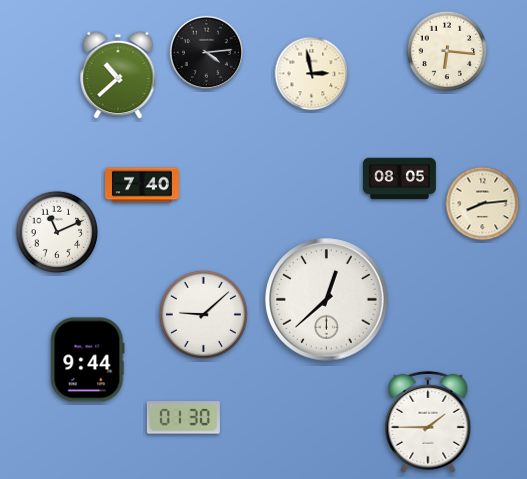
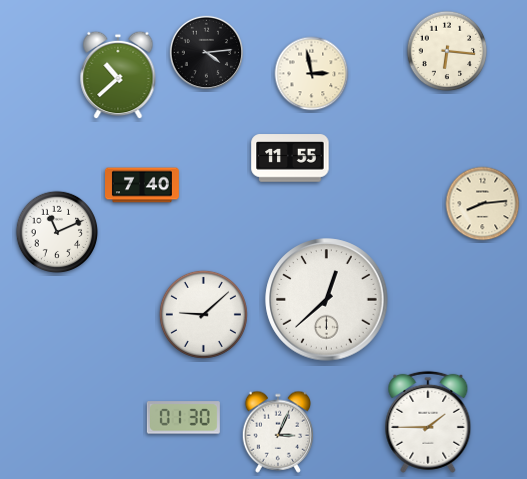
clock at (290, 158): none -> 11:55
clock at (399, 179): 08:05 -> none
clock at (88, 360): 9:44 -> none
clock at (277, 432): none -> 3:04
